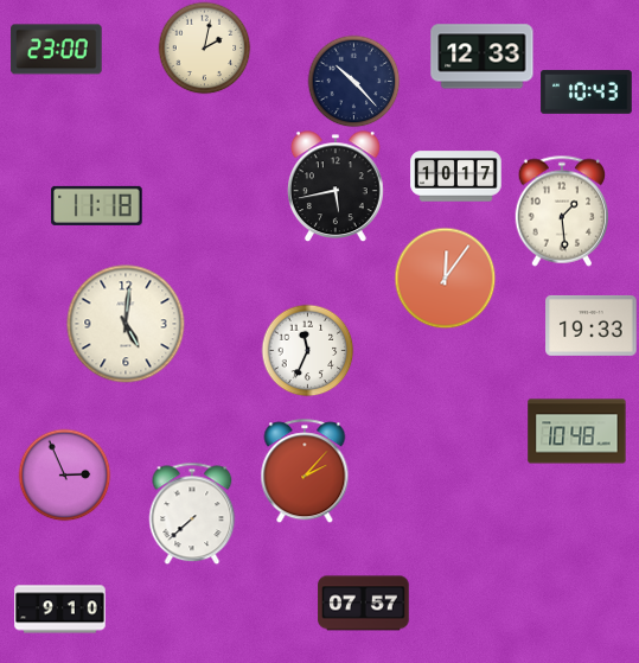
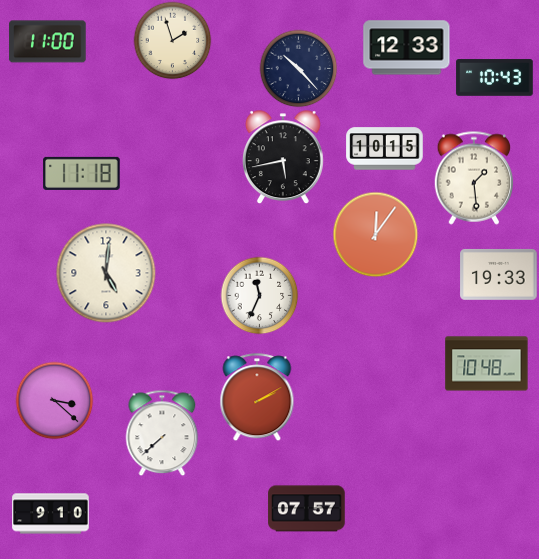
clock at (204, 47): 2:02 -> 1:57
clock at (57, 50): 23:00 -> 11:00
clock at (456, 177): 10:17 -> 10:15
clock at (305, 471): 2:07 -> 2:10
clock at (64, 474): 2:56 -> 3:22
